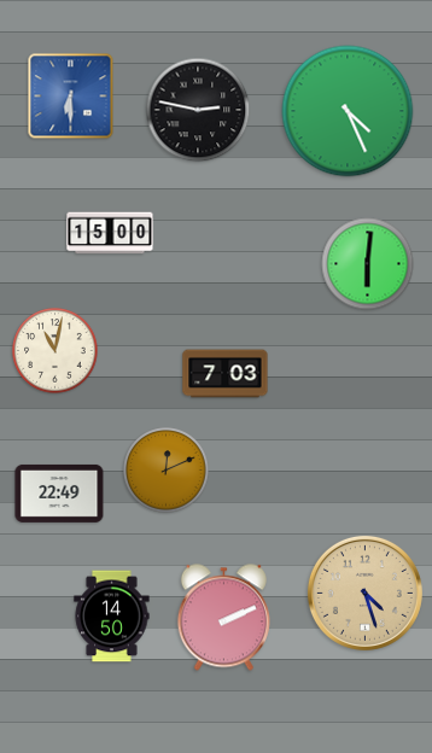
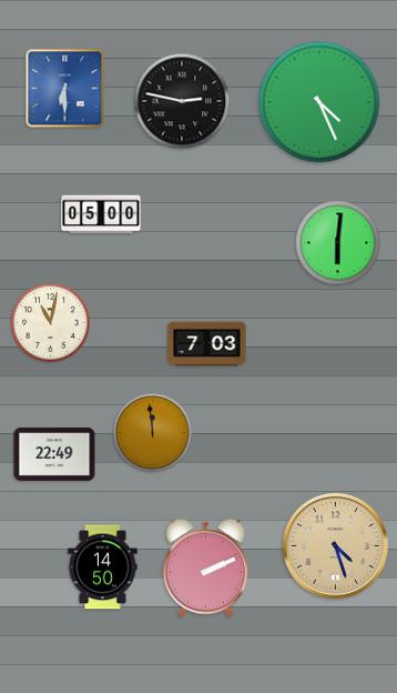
clock at (110, 233): 15:00 -> 05:00
clock at (167, 471): 12:11 -> 11:59
